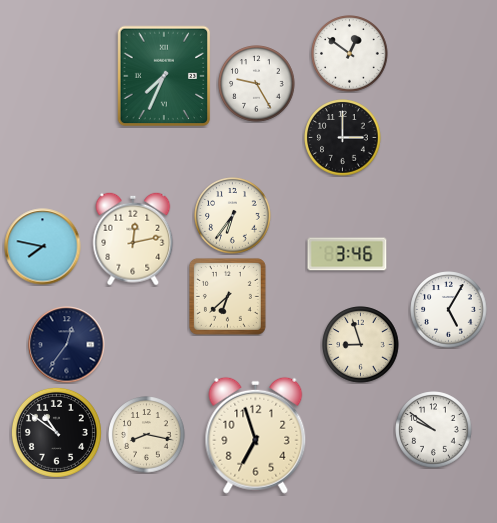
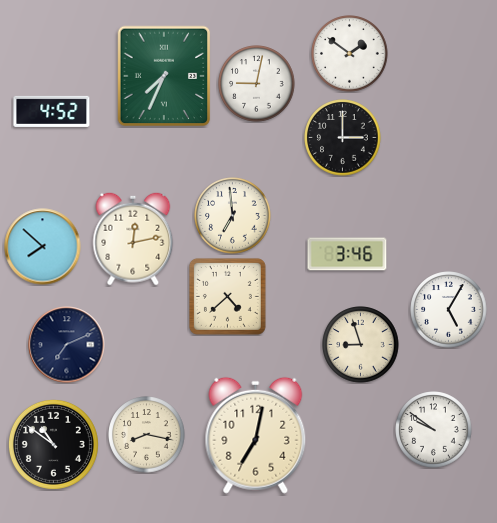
clock at (350, 54): 12:51 -> 1:51
clock at (257, 84): 9:25 -> 9:02
clock at (52, 111): none -> 4:52
clock at (233, 216): 6:36 -> 6:59
clock at (43, 247): 7:47 -> 7:52
clock at (227, 296): 6:38 -> 4:38
clock at (67, 345): 12:36 -> 7:11
clock at (56, 432) position: (56, 432) -> (53, 444)
clock at (256, 435): 6:57 -> 7:02
